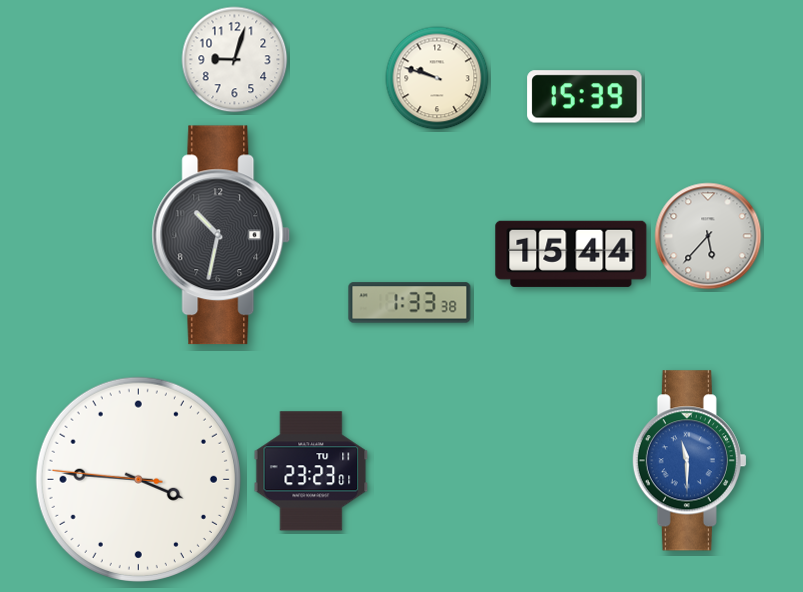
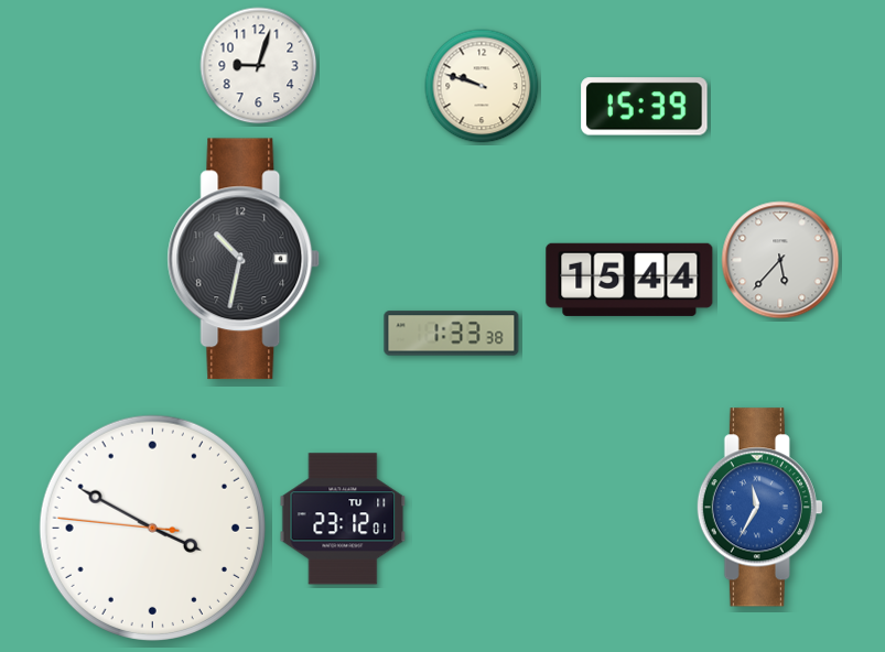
clock at (689, 461): 11:30 -> 11:35
clock at (311, 471): 23:23 -> 23:12
clock at (138, 479): 3:45 -> 3:49
